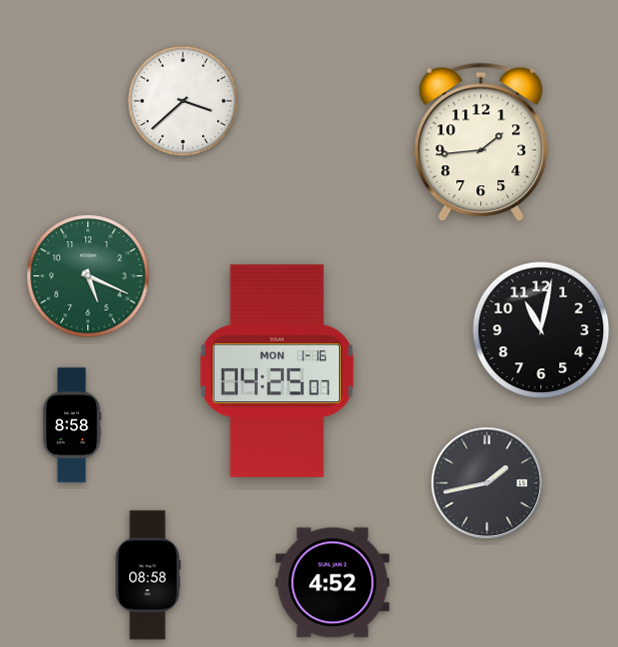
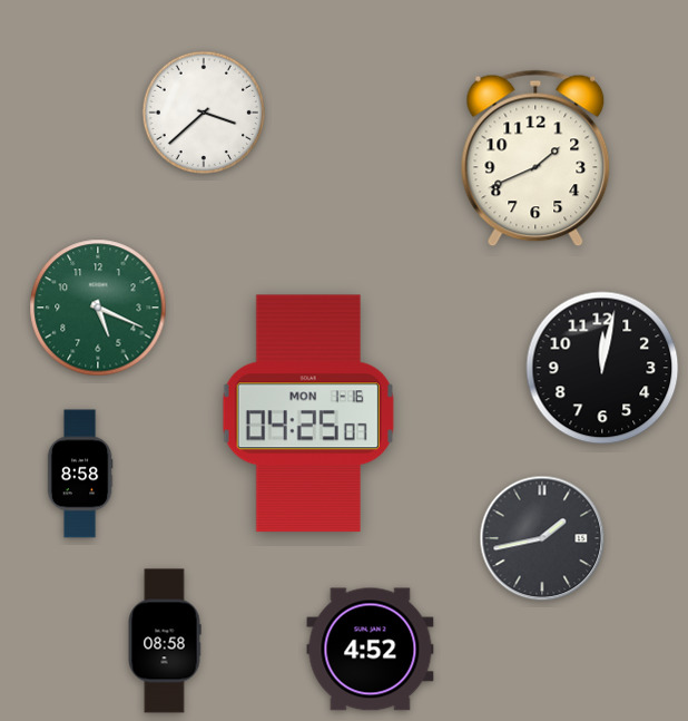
clock at (481, 142): 1:44 -> 1:41
clock at (541, 330): 11:02 -> 12:02
